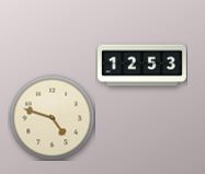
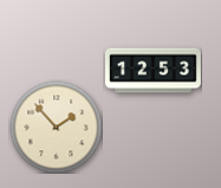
clock at (52, 117): 4:48 -> 1:53
